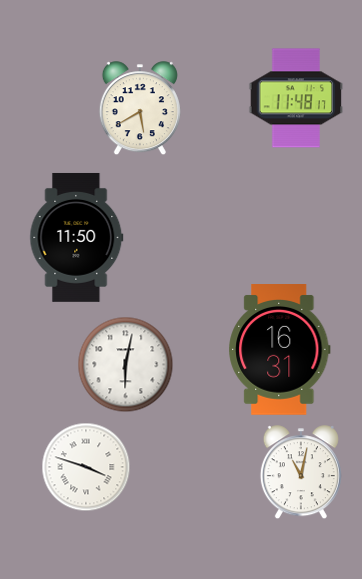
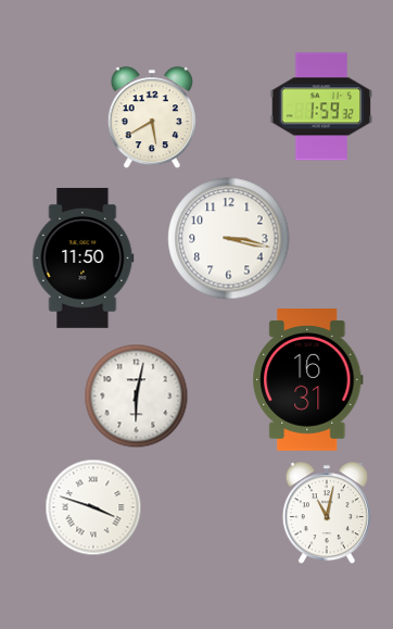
clock at (296, 98): 11:48 -> 1:59
clock at (229, 239): none -> 3:17
clock at (280, 350) position: (280, 350) -> (308, 380)
